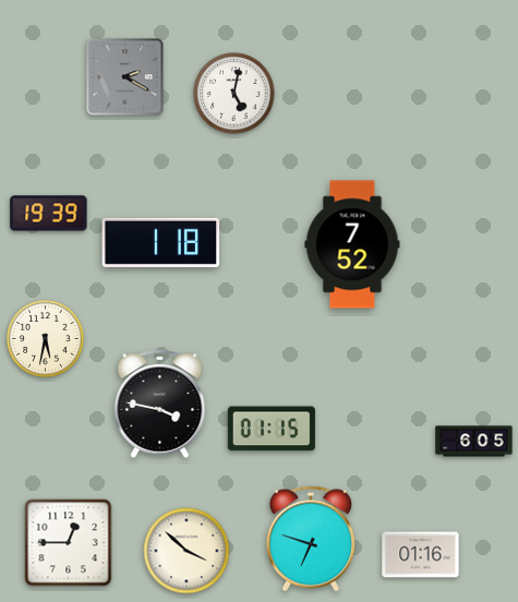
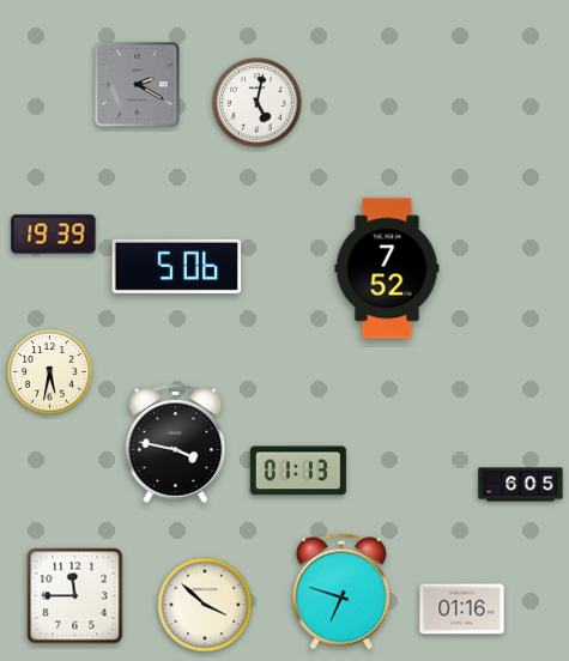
clock at (161, 242): 1:18 -> 5:06
clock at (272, 429): 01:15 -> 01:13
clock at (69, 543): 12:45 -> 11:45
